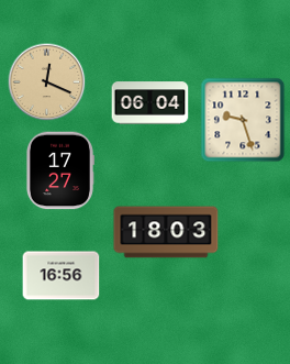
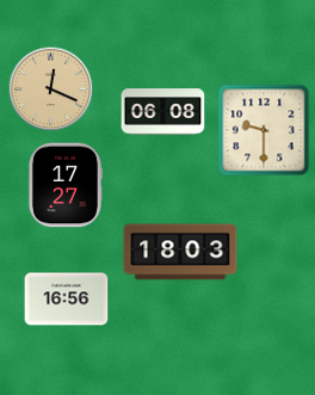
clock at (150, 103): 06:04 -> 06:08
clock at (243, 120): 9:27 -> 9:30
